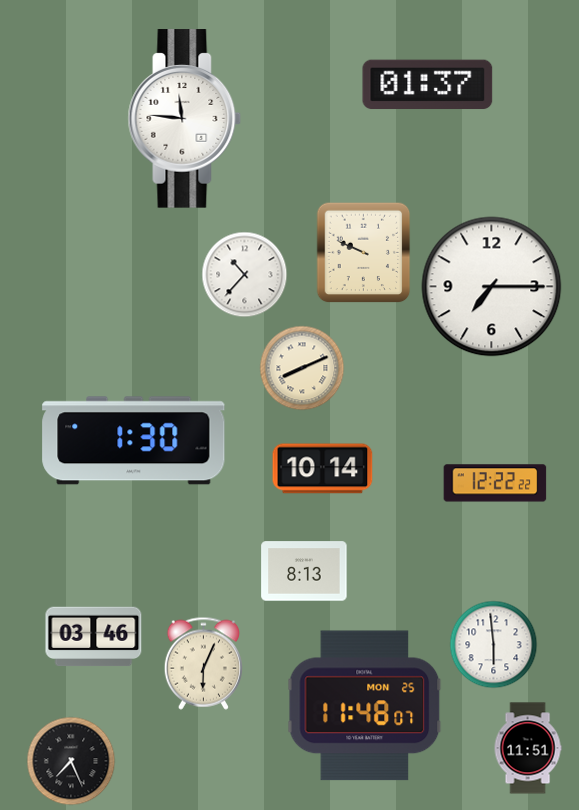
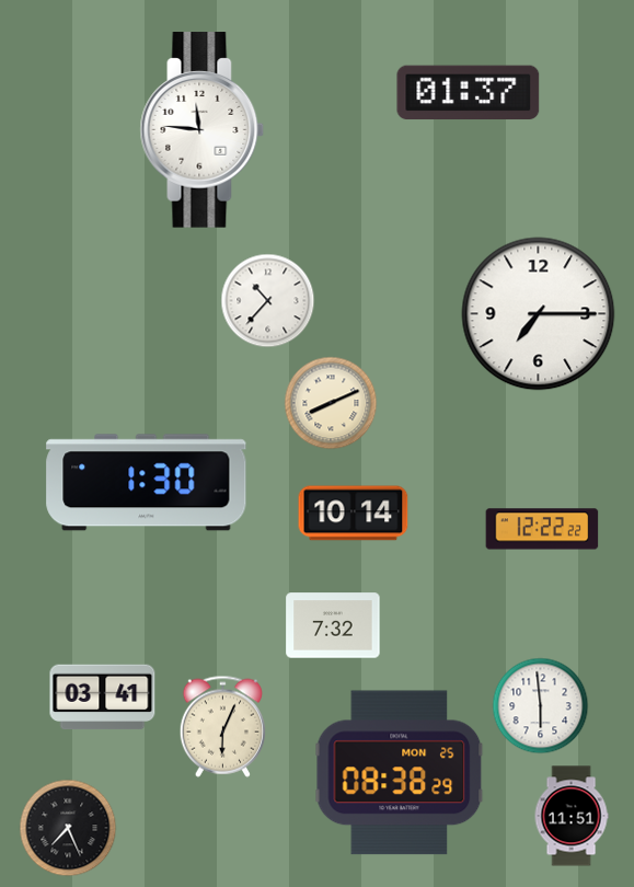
clock at (364, 253): 9:49 -> none
clock at (304, 571): 8:13 -> 7:32
clock at (94, 637): 03:46 -> 03:41
clock at (365, 706): 11:48 -> 08:38
clock at (528, 748) position: (528, 748) -> (572, 816)
clock at (71, 761) position: (71, 761) -> (68, 828)
